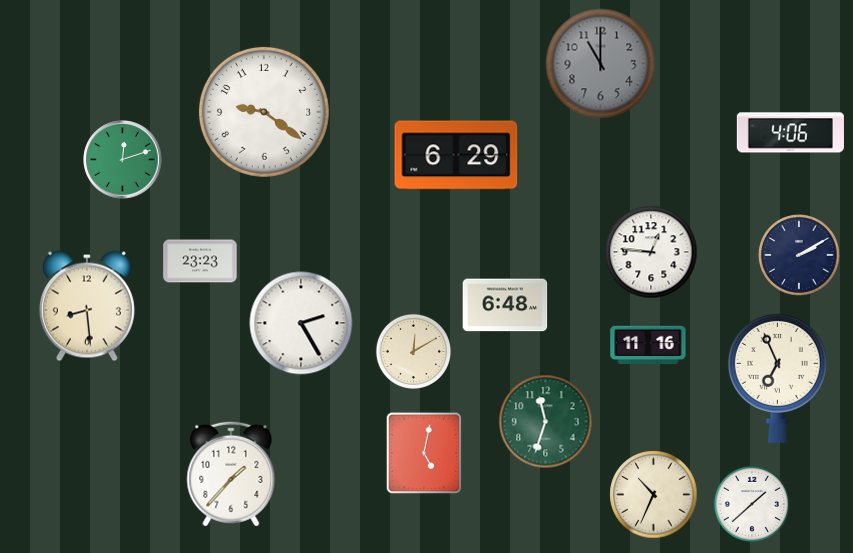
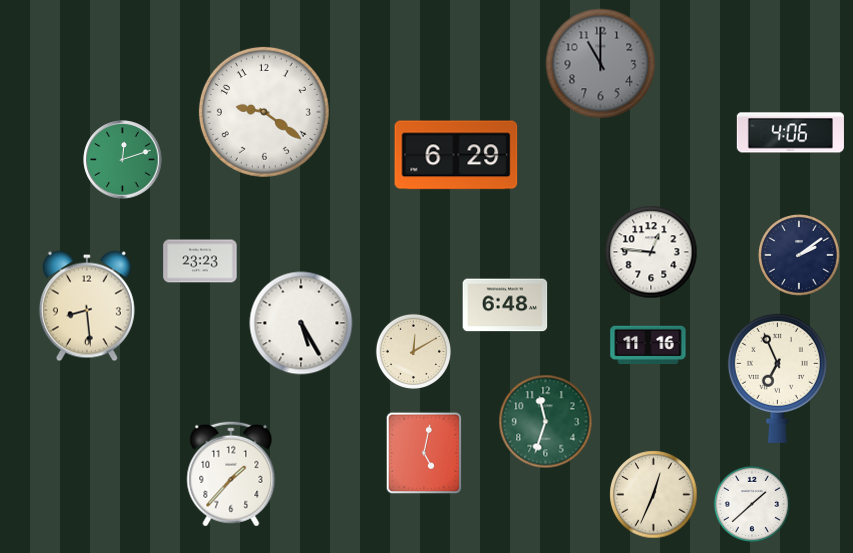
clock at (800, 256): 2:10 -> 2:09
clock at (301, 323): 2:25 -> 5:25
clock at (654, 495): 10:34 -> 12:34
